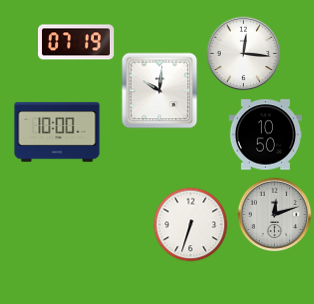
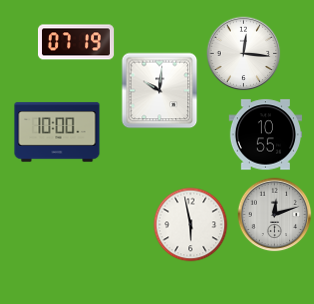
clock at (265, 135): 10:50 -> 10:55
clock at (191, 225): 6:33 -> 5:58
